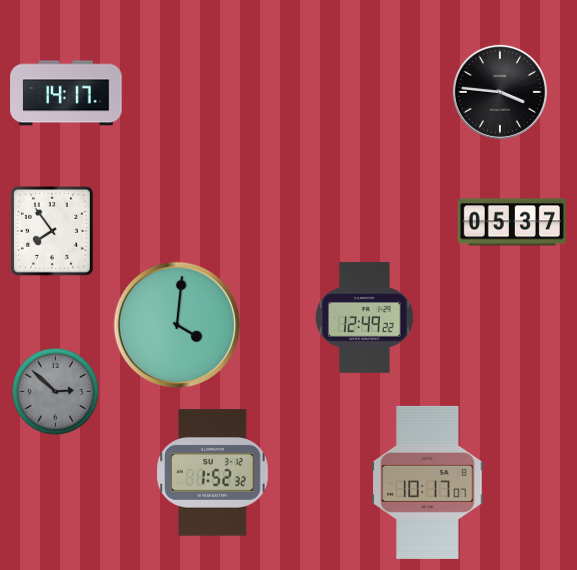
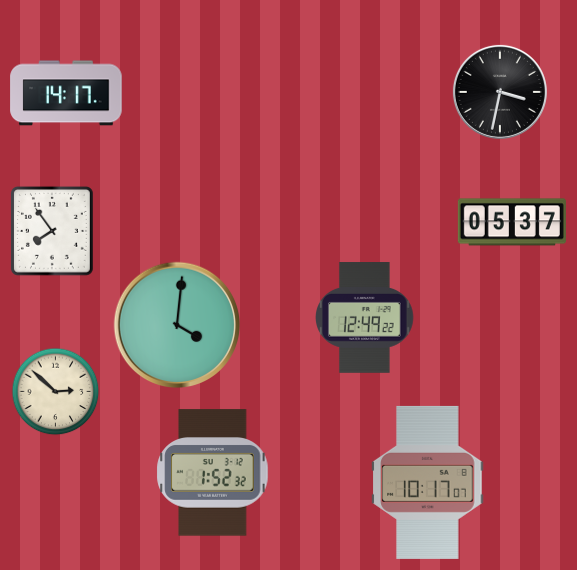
clock at (500, 92): 3:46 -> 3:32
clock at (56, 392) dial: grey -> cream
